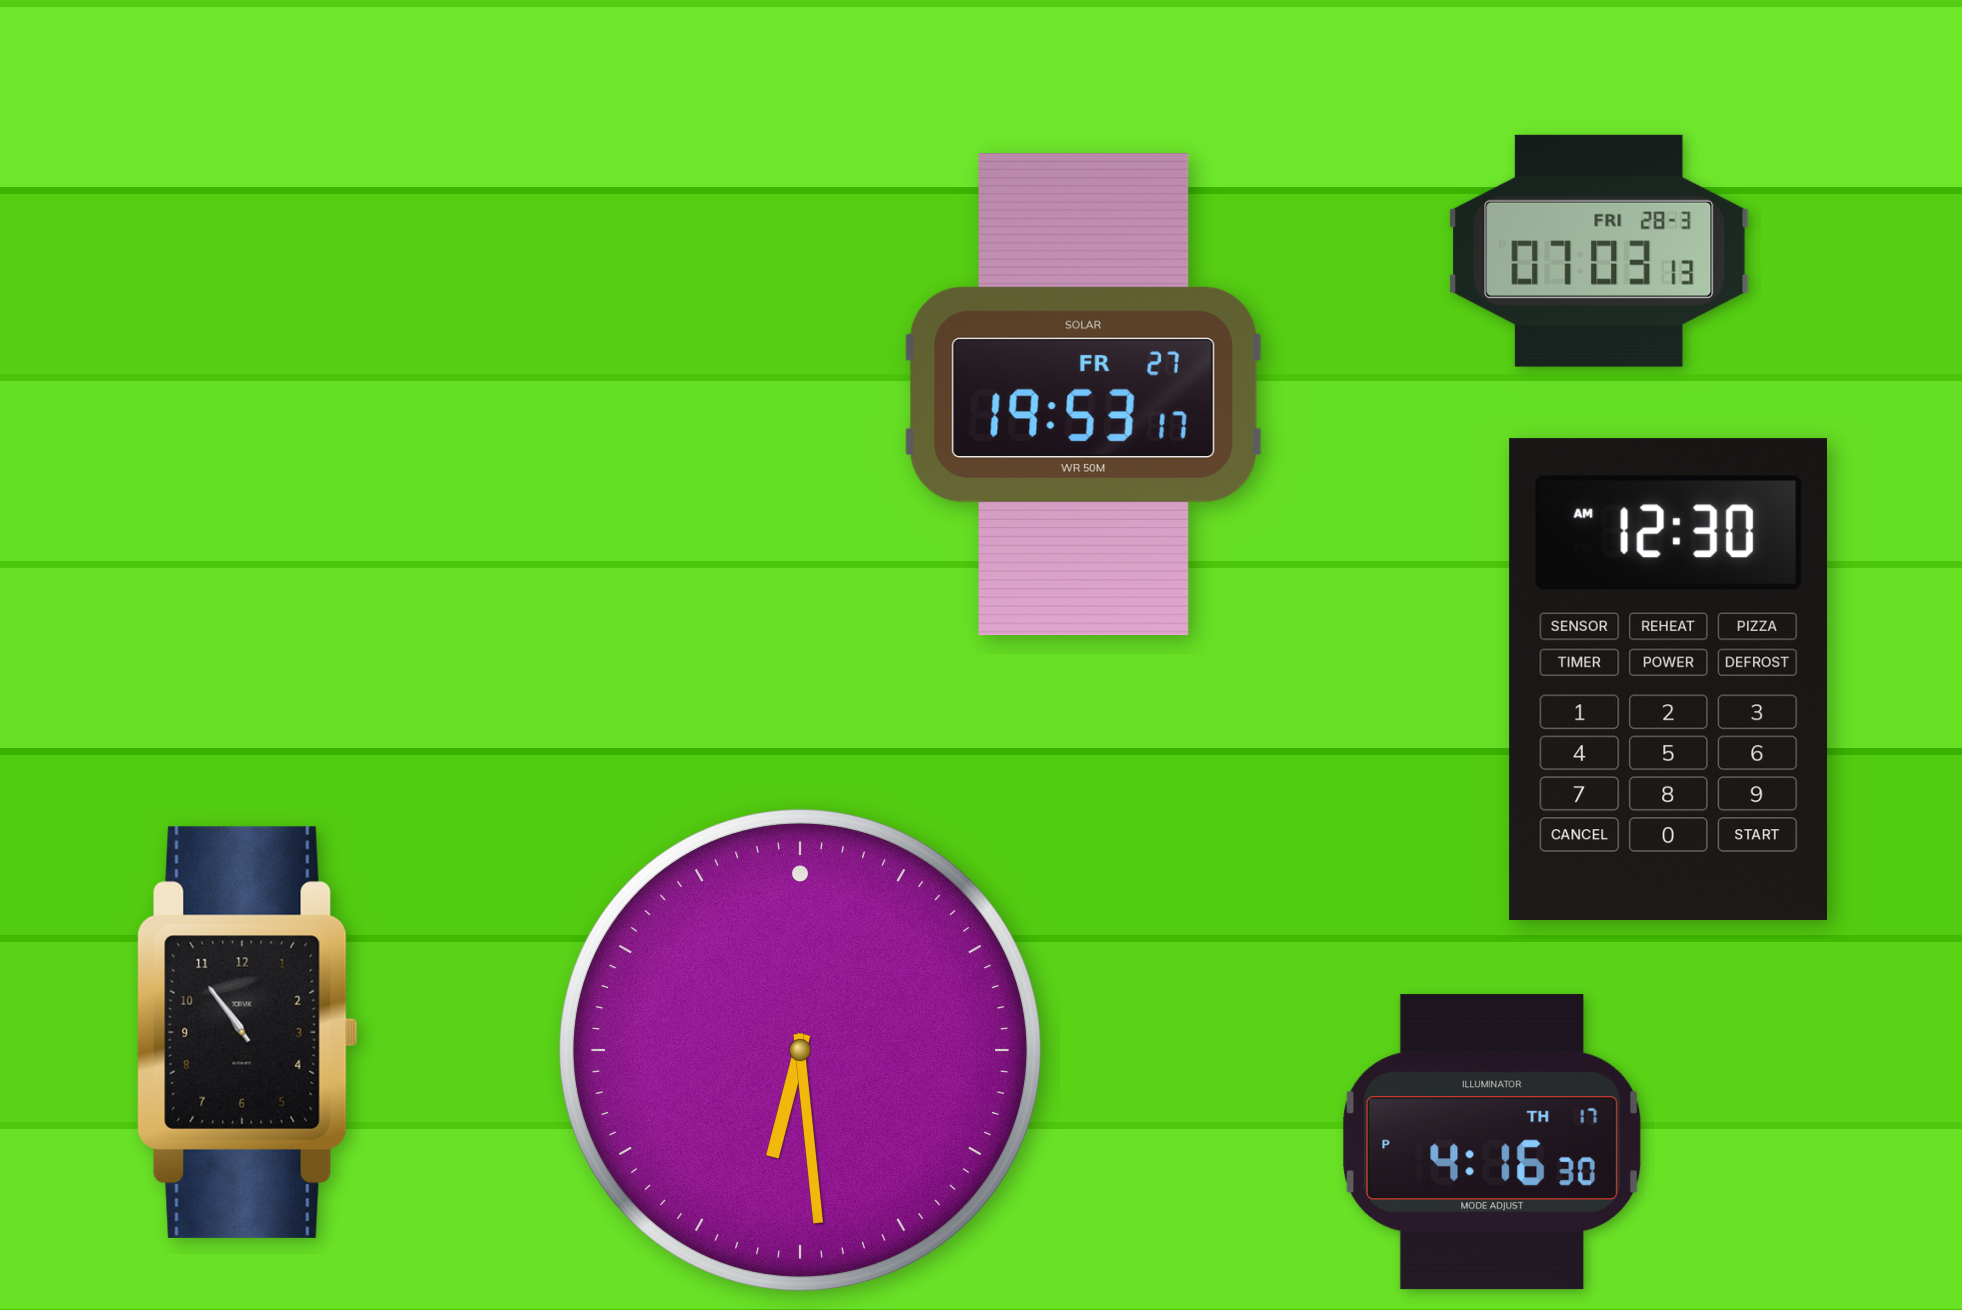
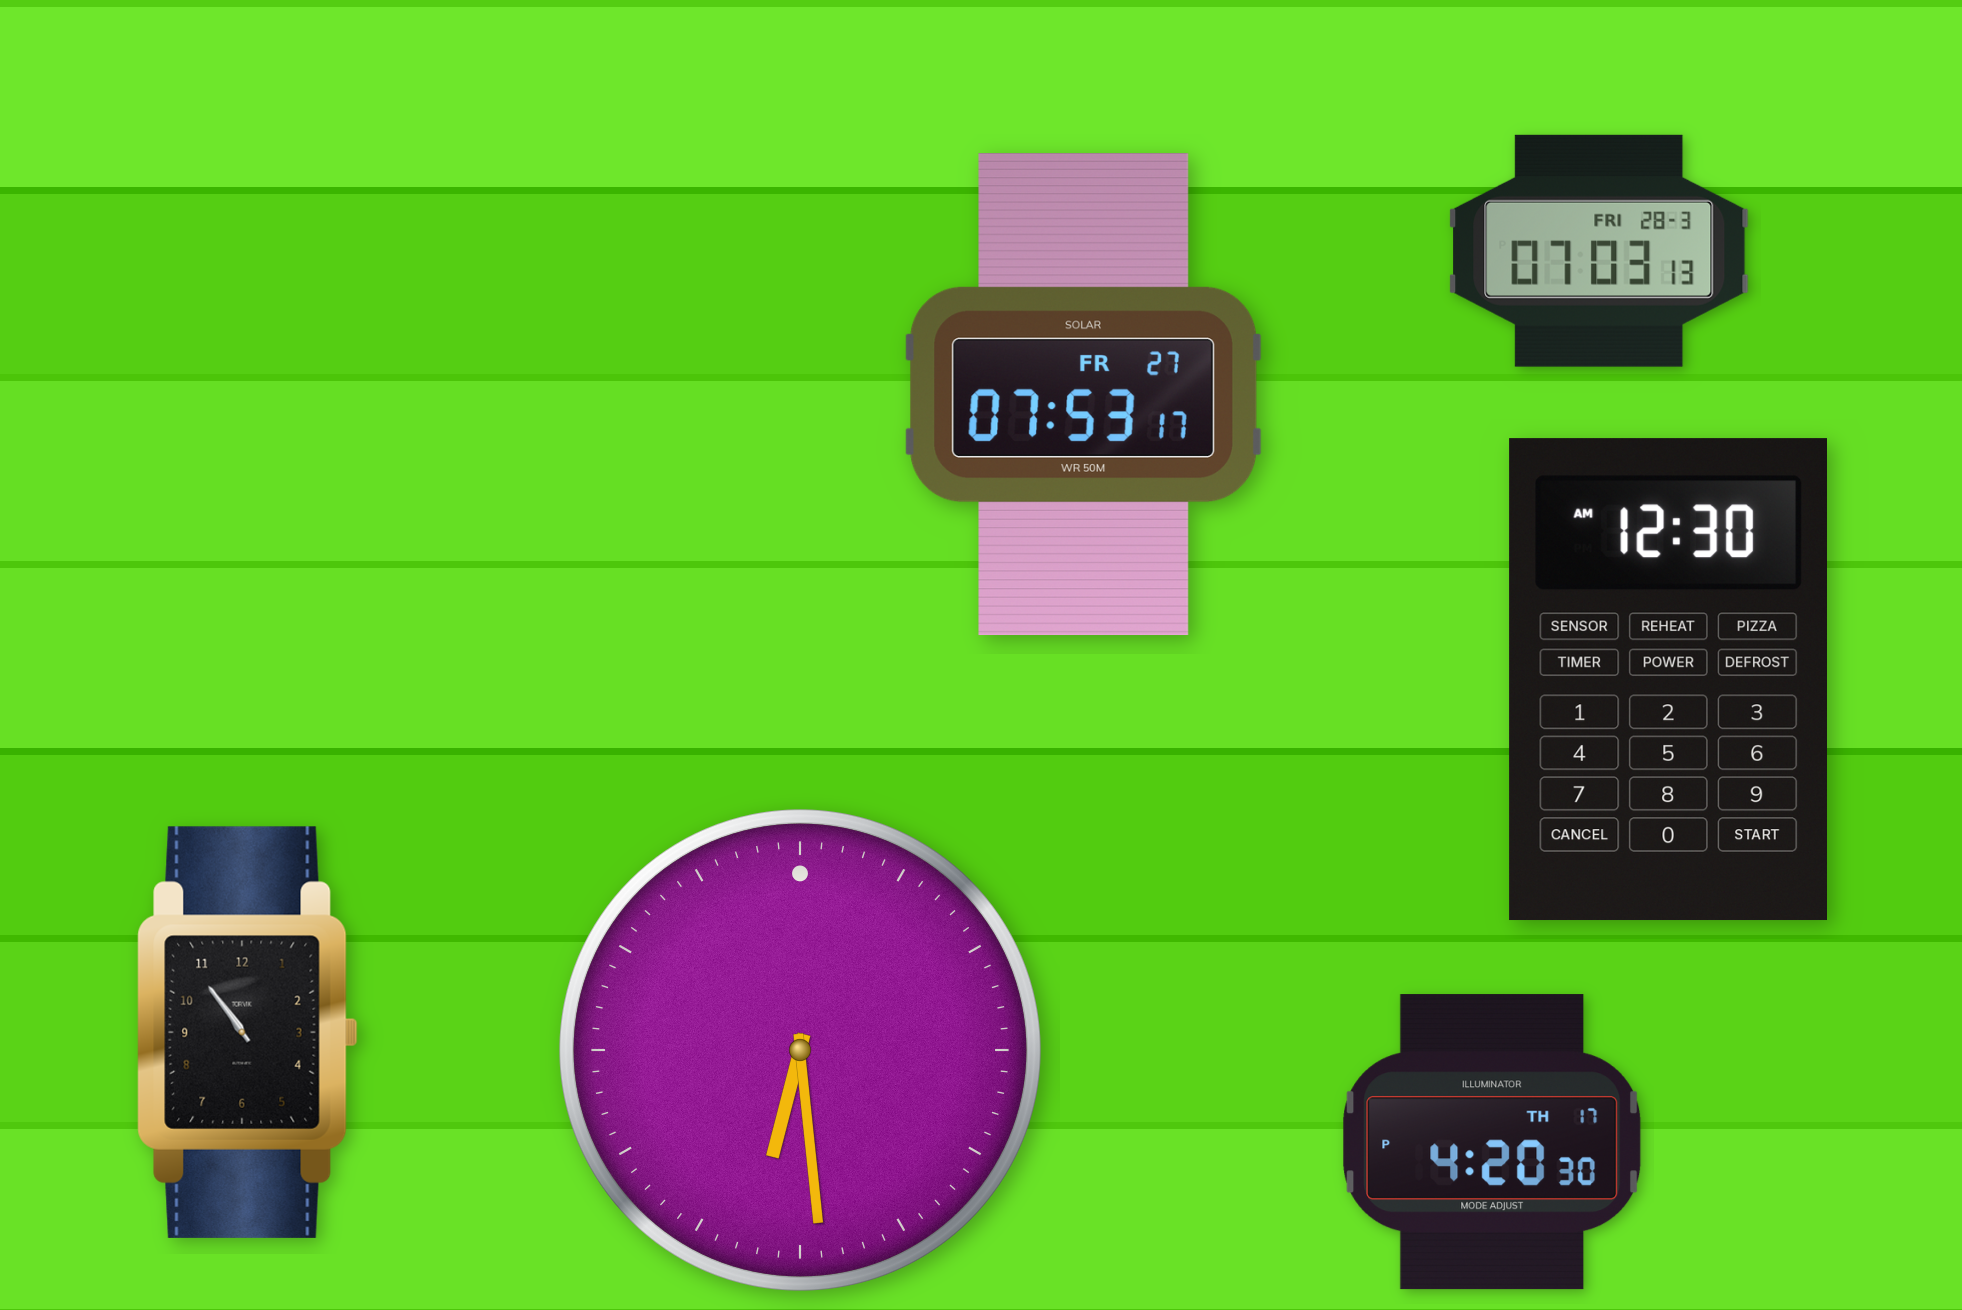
clock at (1083, 395): 19:53 -> 07:53
clock at (1492, 1142): 4:16 -> 4:20
